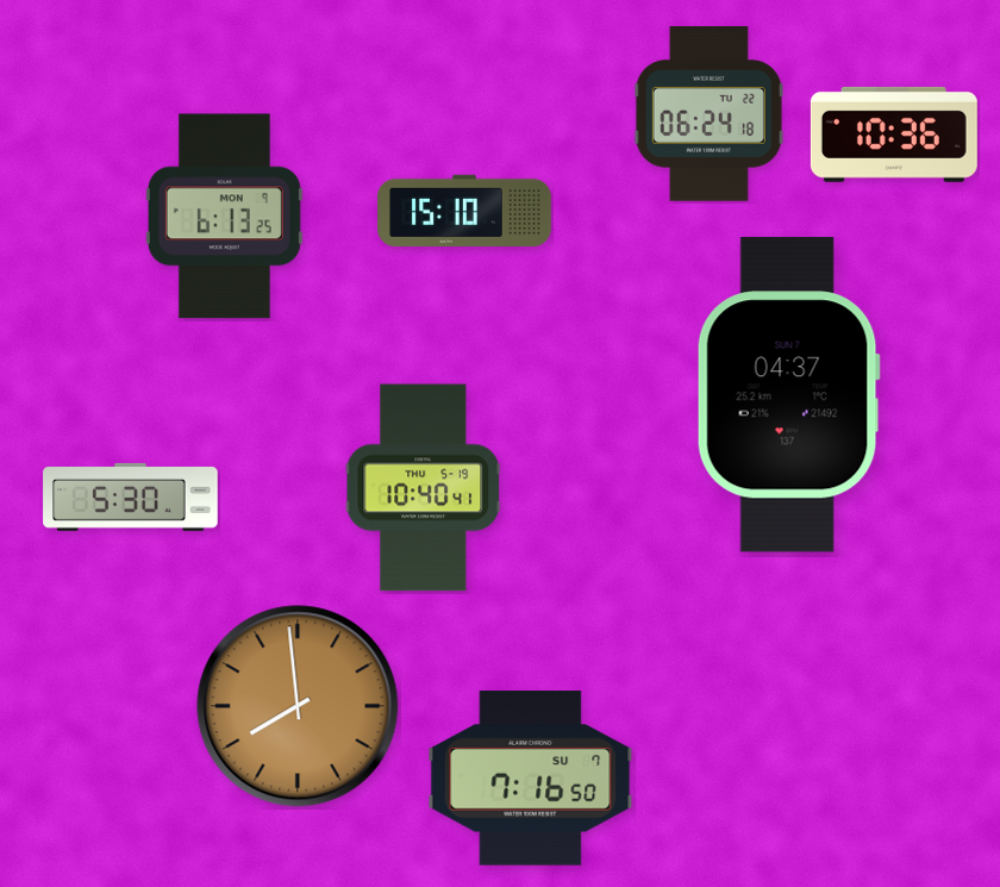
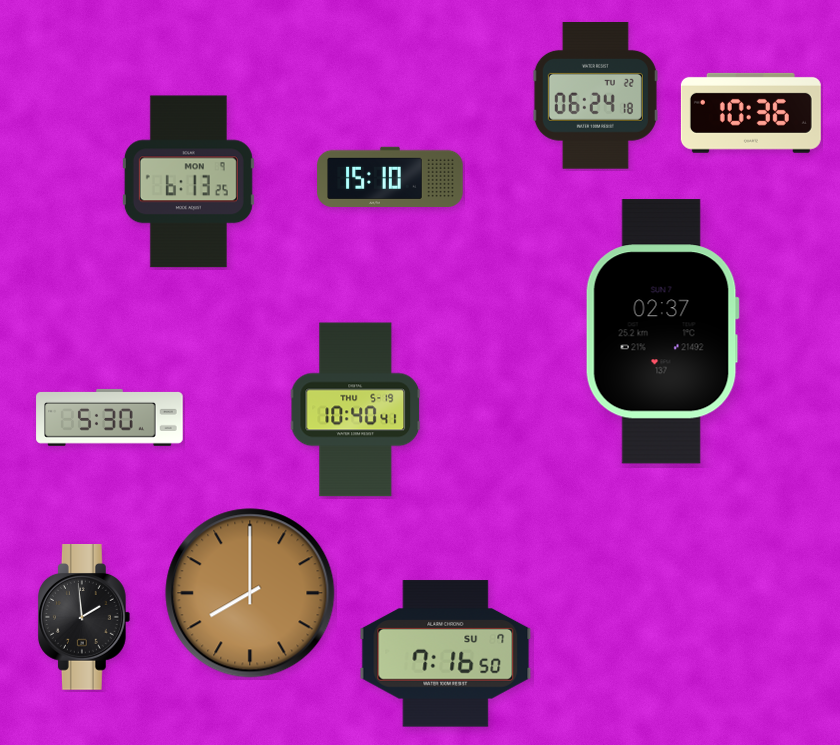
clock at (788, 395): 04:37 -> 02:37
clock at (298, 706): 7:59 -> 8:00
clock at (84, 617): none -> 1:59
